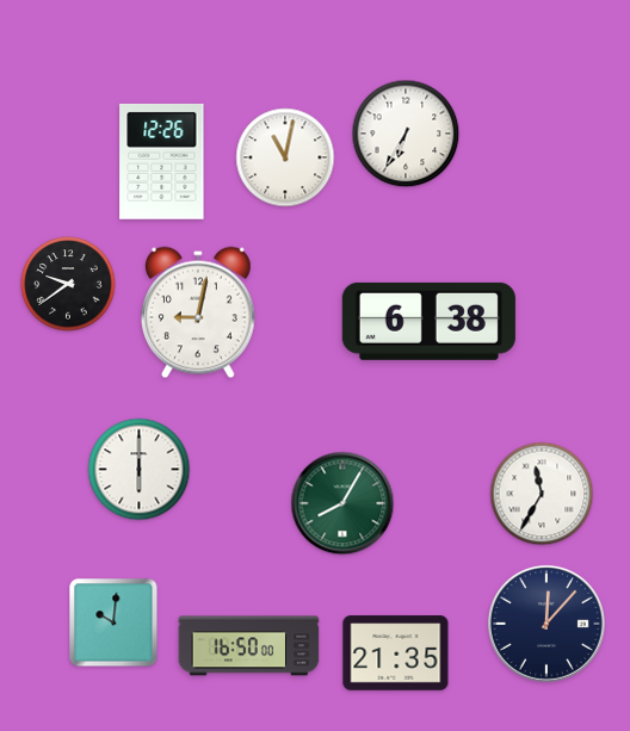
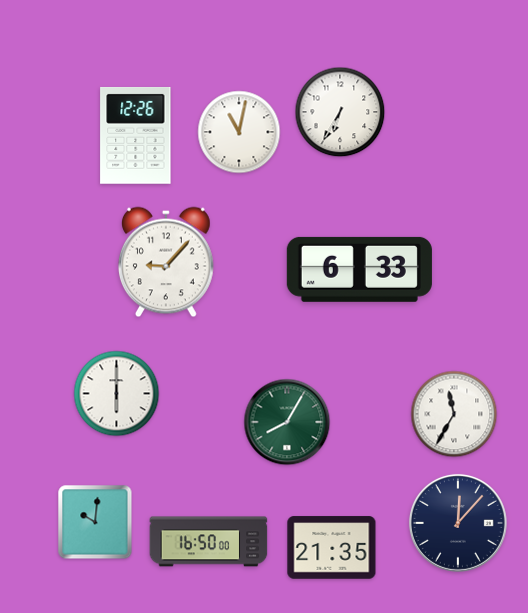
clock at (68, 284): 9:39 -> none
clock at (198, 312): 9:02 -> 9:07
clock at (428, 321): 6:38 -> 6:33
